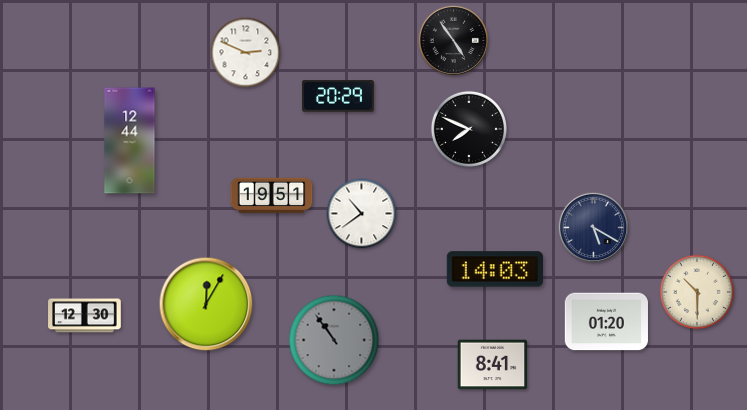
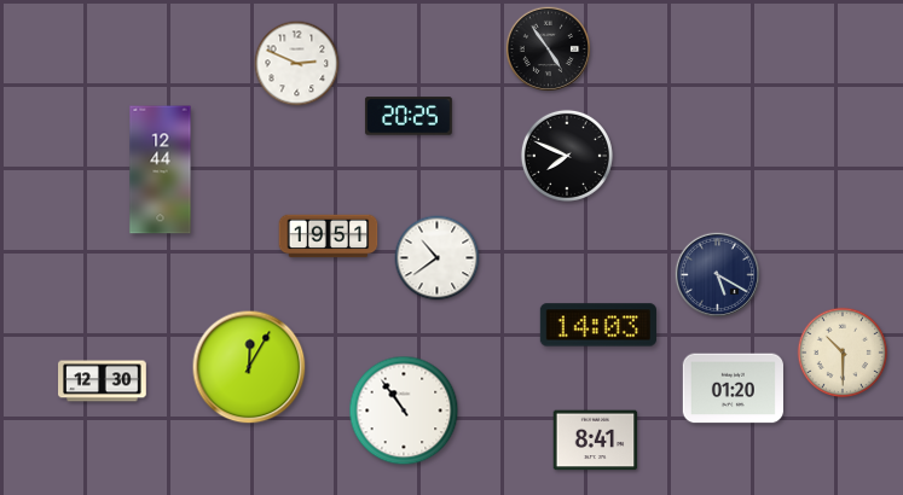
clock at (338, 96): 20:29 -> 20:25
clock at (130, 141) position: (130, 141) -> (161, 170)
clock at (334, 340) dial: grey -> white
